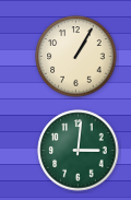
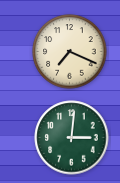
clock at (76, 57): 1:05 -> 7:19
